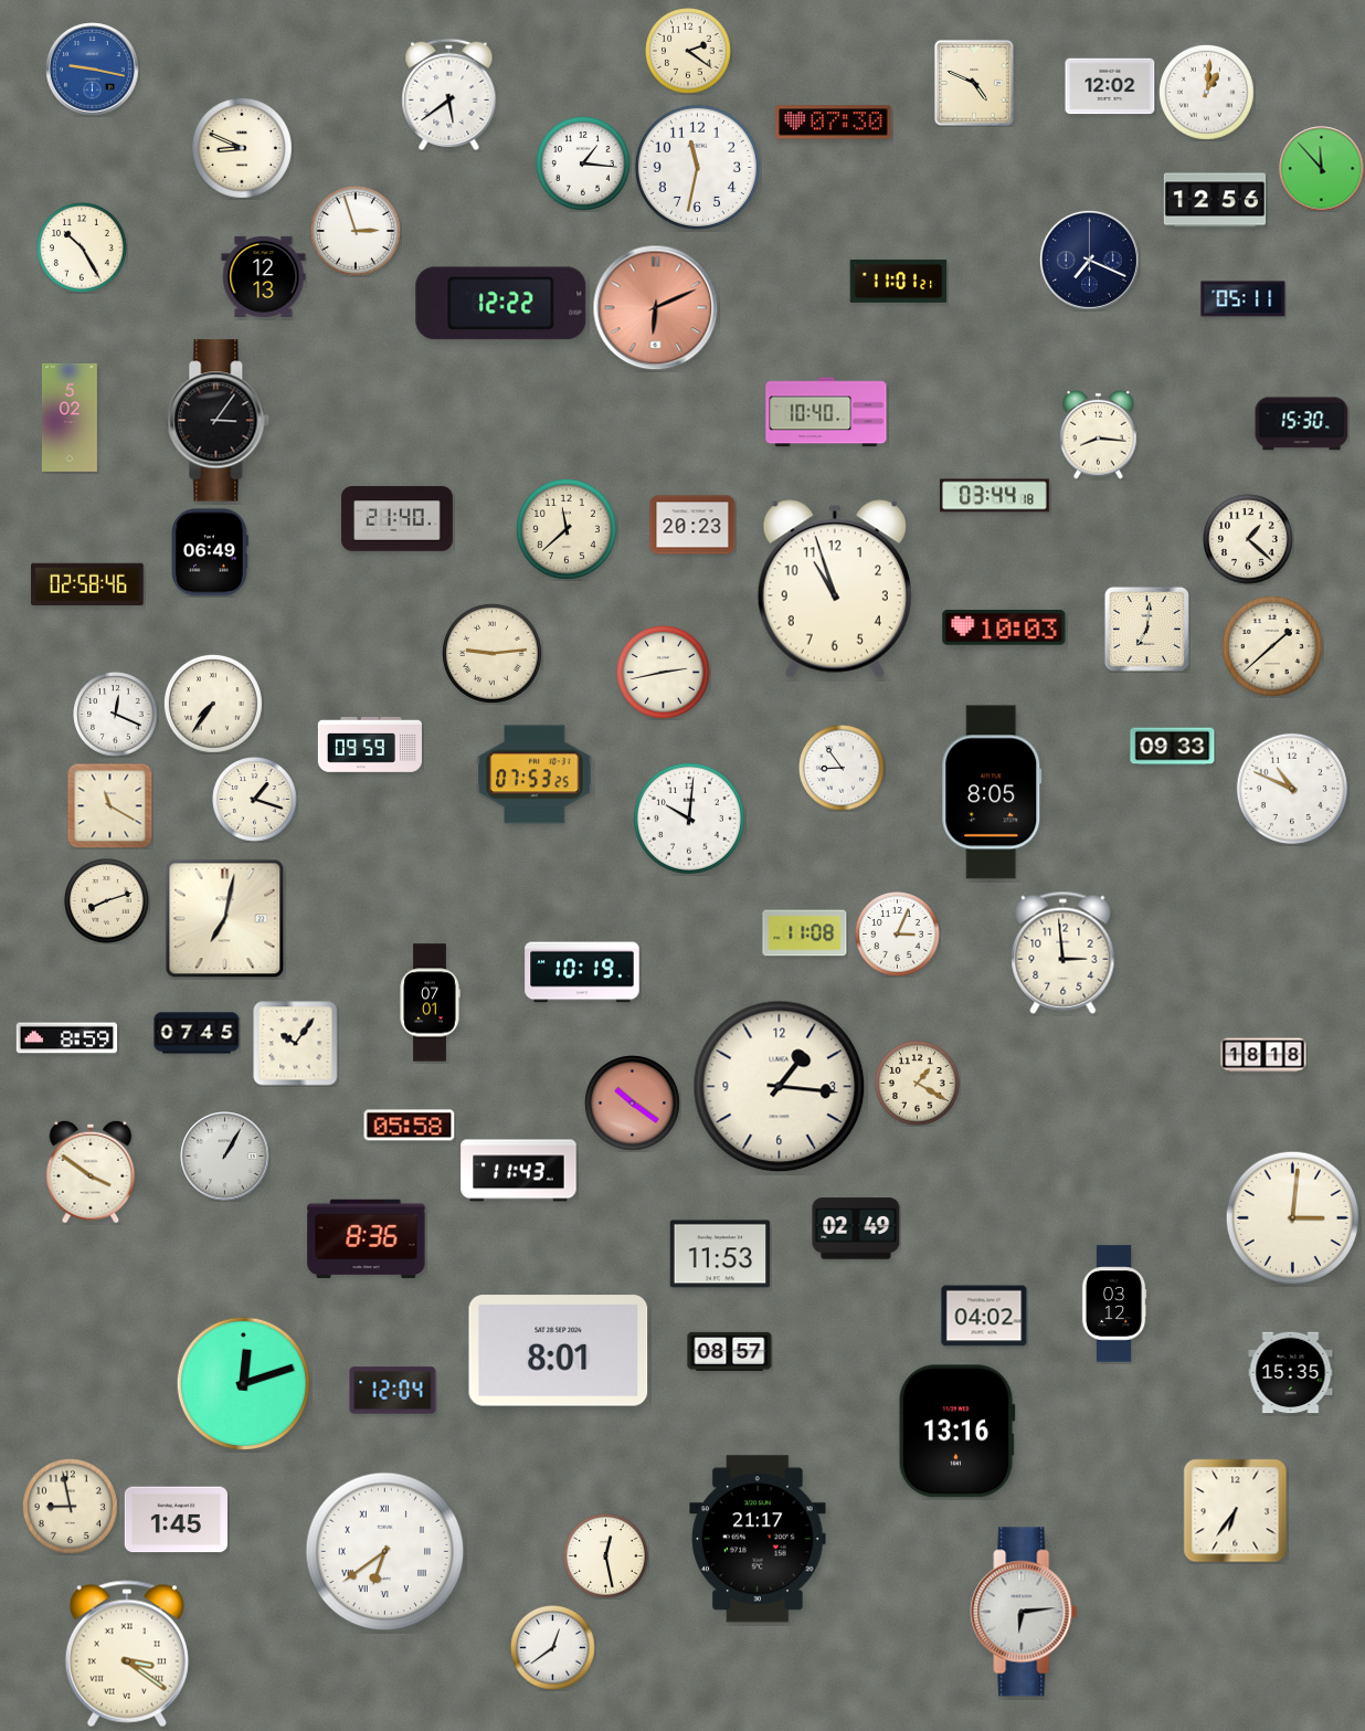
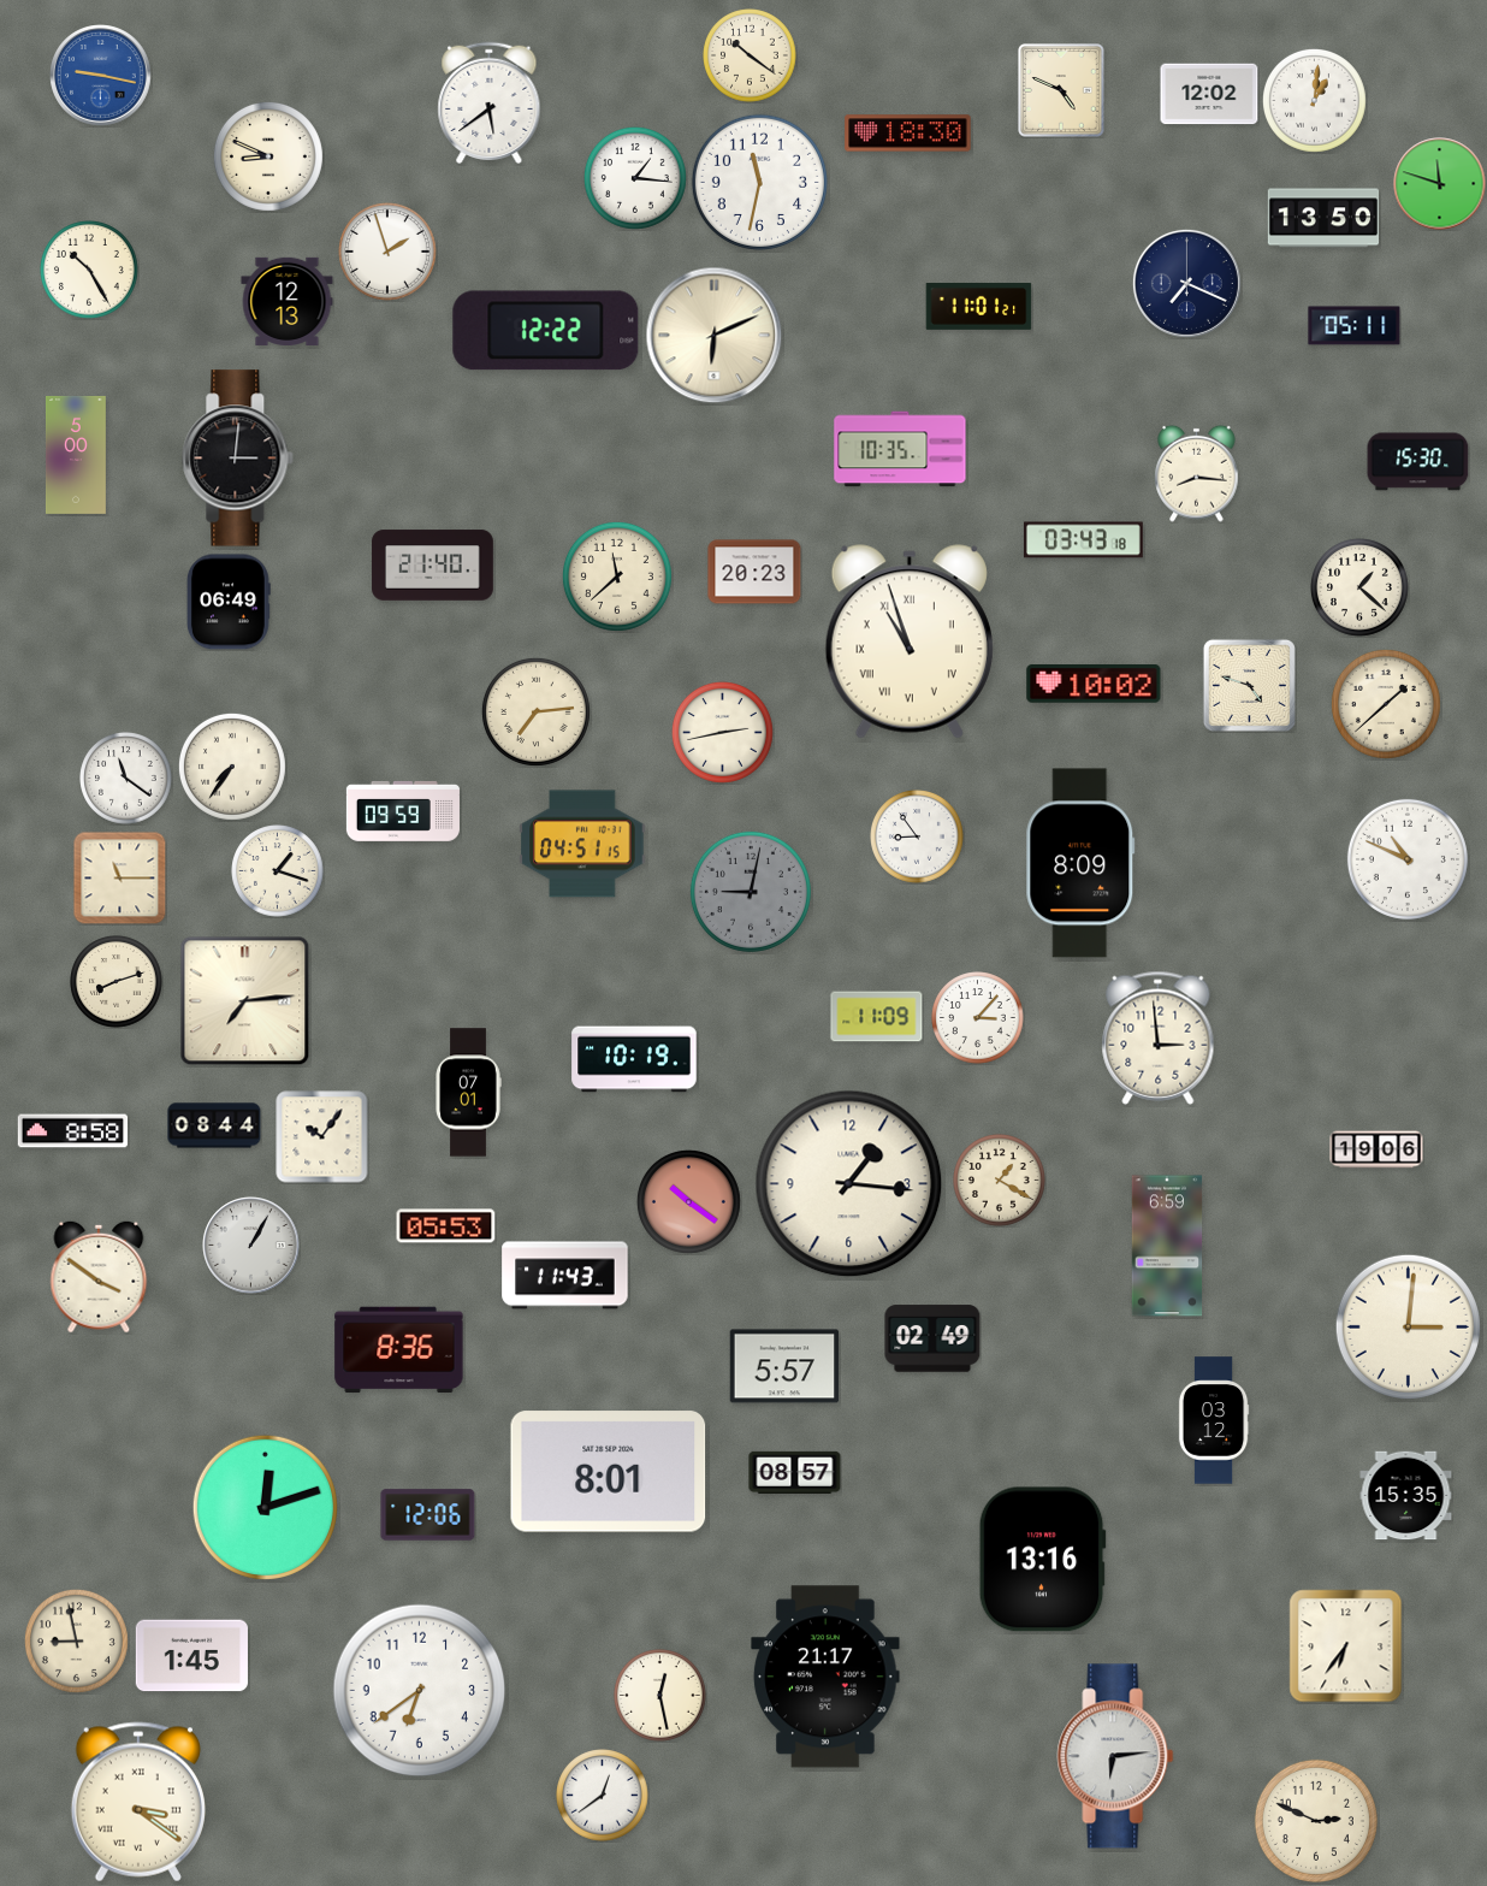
clock at (688, 51): 2:21 -> 10:21
clock at (834, 123): 07:30 -> 18:30
clock at (242, 148) position: (242, 148) -> (268, 156)
clock at (1322, 169): 11:53 -> 11:48
clock at (1215, 200): 12:56 -> 13:50
clock at (357, 232): 2:57 -> 1:57
clock at (656, 308) dial: salmon -> cream
clock at (826, 412): 10:40 -> 10:35
clock at (70, 418): 5:02 -> 5:00
clock at (219, 421): 3:06 -> 3:01
clock at (994, 496): 03:44 -> 03:43
clock at (88, 584): 02:58 -> none
clock at (835, 589) numerals: Arabic -> Roman
clock at (1004, 629): 10:03 -> 10:02
clock at (1146, 629): 7:01 -> 4:48
clock at (491, 653): 9:14 -> 7:14
clock at (116, 715): 12:19 -> 11:21
clock at (1173, 747): 09:33 -> none
clock at (535, 774): 07:53 -> 04:51
clock at (992, 792): 8:05 -> 8:09
clock at (109, 805): 11:20 -> 11:15
clock at (689, 819): 10:01 -> 9:02
clock at (689, 819) dial: white -> grey
clock at (225, 919): 7:02 -> 7:14
clock at (805, 933): 11:08 -> 11:09
clock at (898, 935): 3:04 -> 3:07
clock at (197, 1033): 07:45 -> 08:44
clock at (67, 1038): 8:59 -> 8:58
clock at (1263, 1055): 18:18 -> 19:06
clock at (410, 1126): 05:58 -> 05:53
clock at (1167, 1246): none -> 6:59
clock at (225, 1157) position: (225, 1157) -> (251, 1246)
clock at (720, 1254): 11:53 -> 5:57
clock at (984, 1316): 04:02 -> none
clock at (393, 1391): 12:04 -> 12:06
clock at (385, 1552) numerals: Roman -> Arabic
clock at (1316, 1821): none -> 2:49
